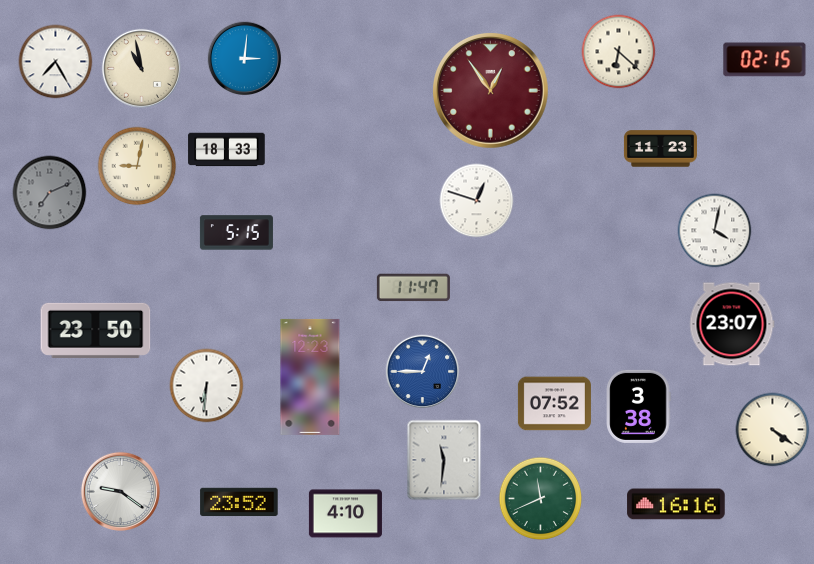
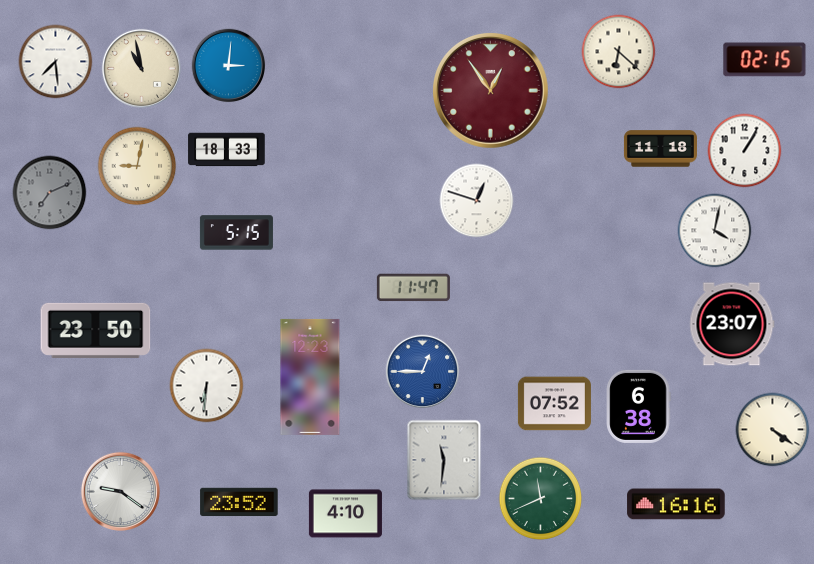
clock at (245, 59) position: (245, 59) -> (229, 66)
clock at (56, 62): 7:25 -> 7:29
clock at (660, 149): 11:23 -> 11:18
clock at (745, 151): none -> 1:05
clock at (639, 406): 3:38 -> 6:38
